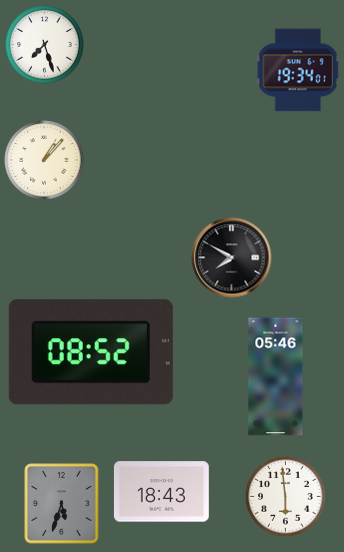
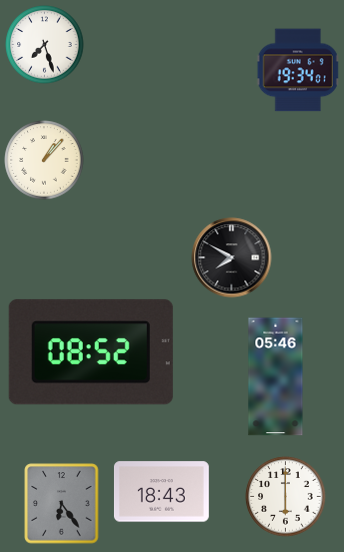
clock at (286, 497): 5:59 -> 6:00
clock at (62, 504): 5:33 -> 6:24
